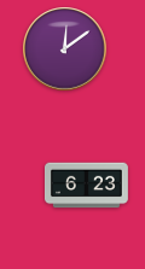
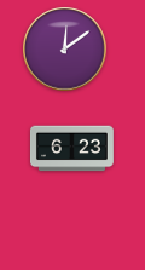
clock at (87, 186) position: (87, 186) -> (72, 149)
